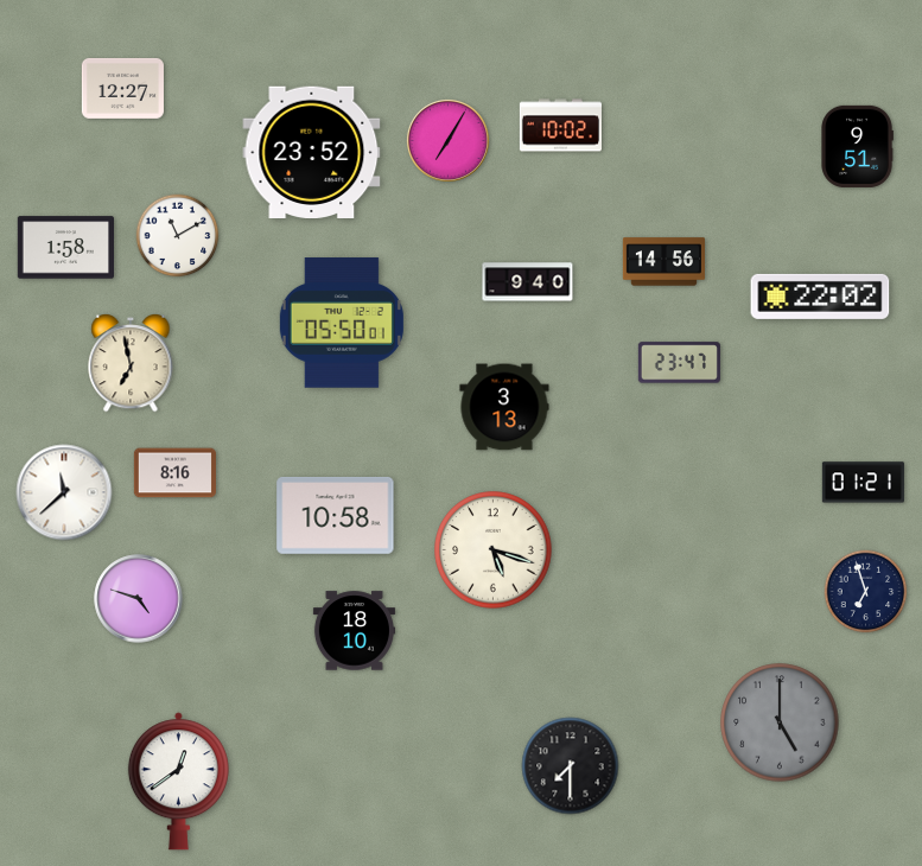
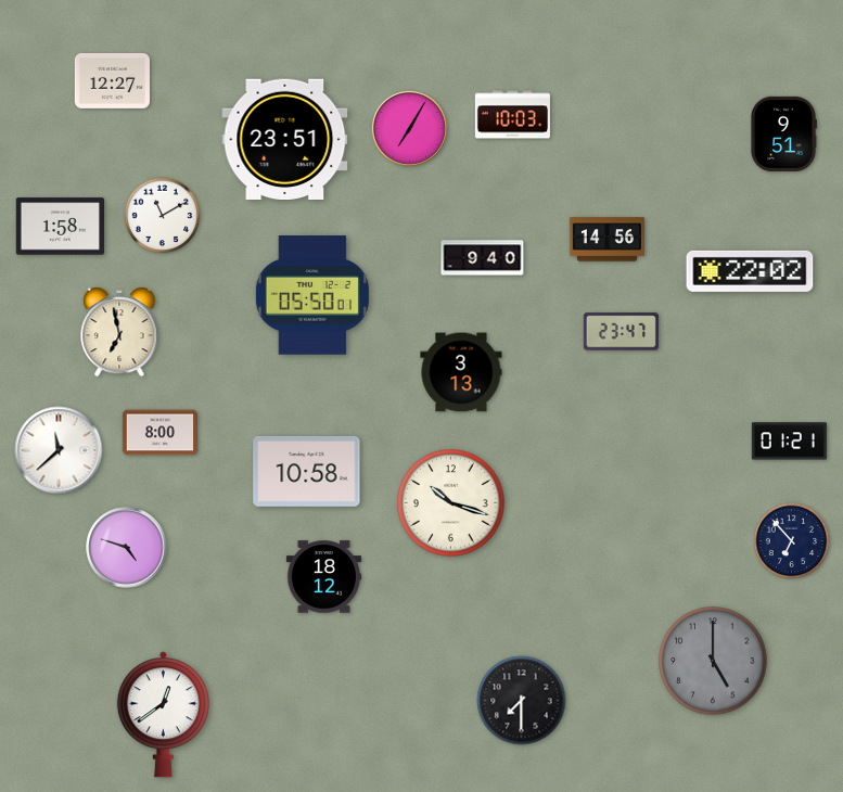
clock at (560, 126): 10:02 -> 10:03
clock at (312, 152): 23:52 -> 23:51
clock at (174, 473): 8:16 -> 8:00
clock at (494, 550): 5:18 -> 10:18
clock at (866, 592): 6:57 -> 6:53
clock at (354, 631): 18:10 -> 18:12
